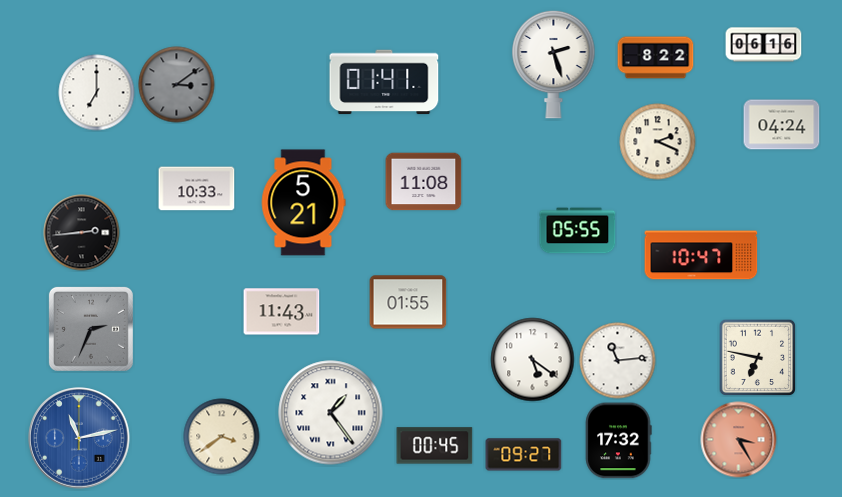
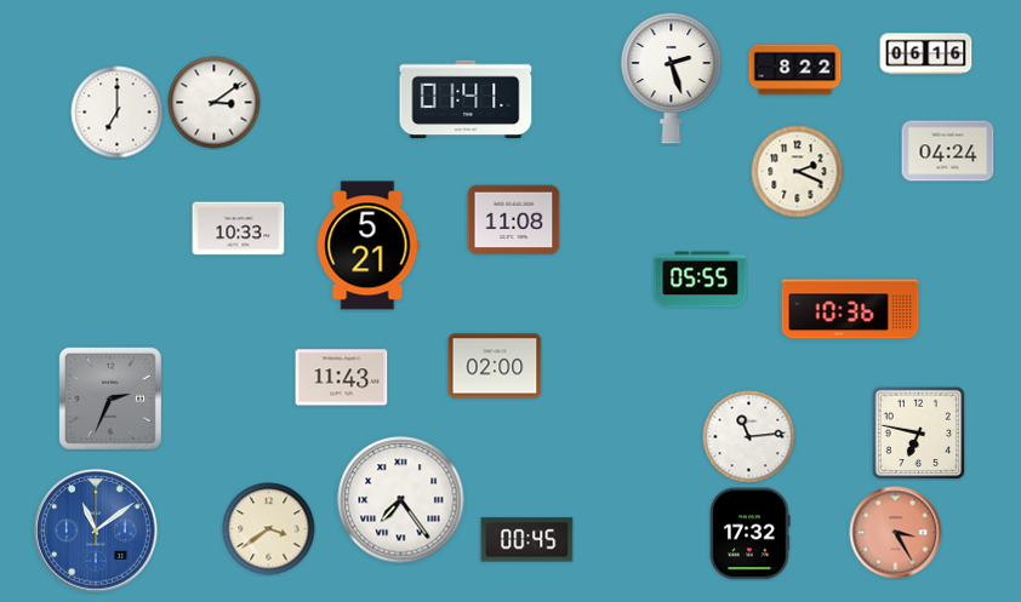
clock at (177, 85) dial: grey -> white
clock at (82, 233): 2:44 -> none
clock at (701, 255): 10:47 -> 10:36
clock at (408, 302): 01:55 -> 02:00
clock at (533, 360): 5:21 -> none
clock at (331, 413): 1:24 -> 7:24
clock at (80, 439): 11:13 -> 11:09
clock at (524, 455): 09:27 -> none
